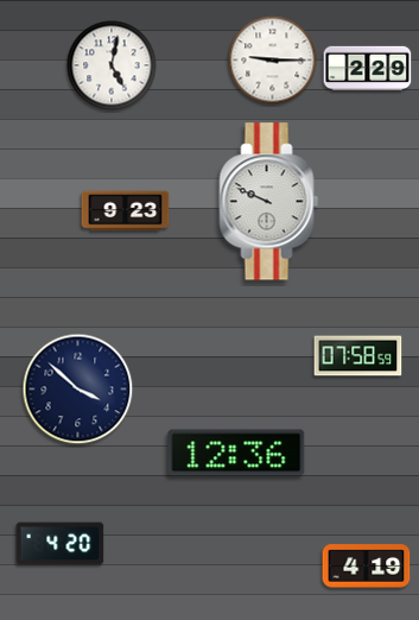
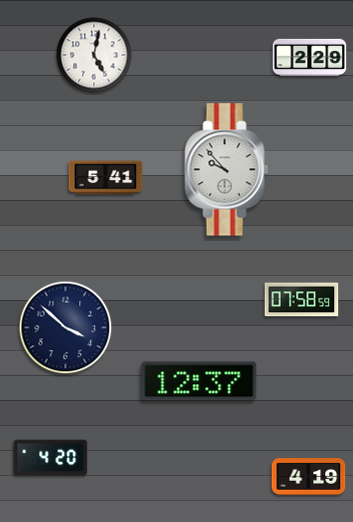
clock at (273, 61): 9:15 -> none
clock at (269, 202): 9:49 -> 9:53
clock at (126, 211): 9:23 -> 5:41
clock at (236, 453): 12:36 -> 12:37
